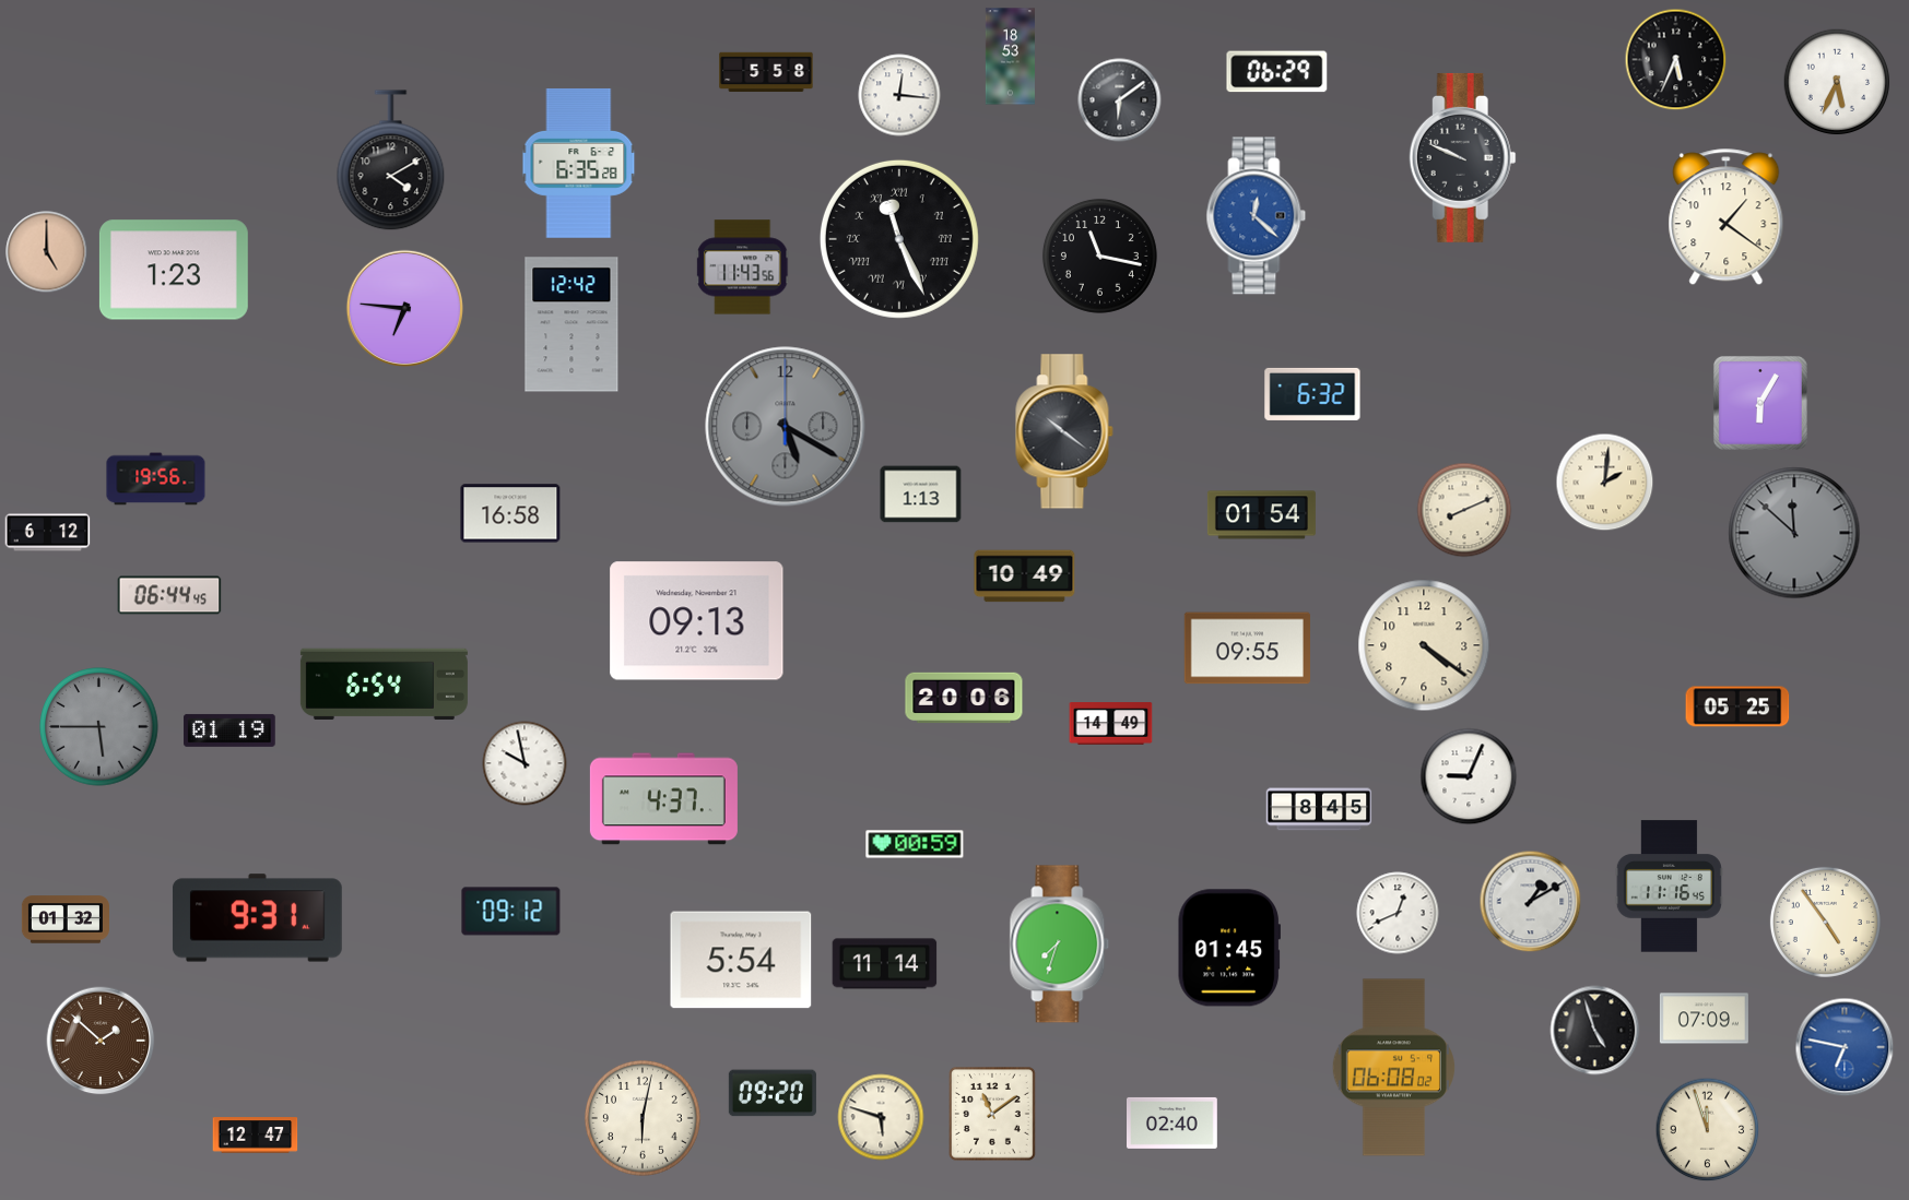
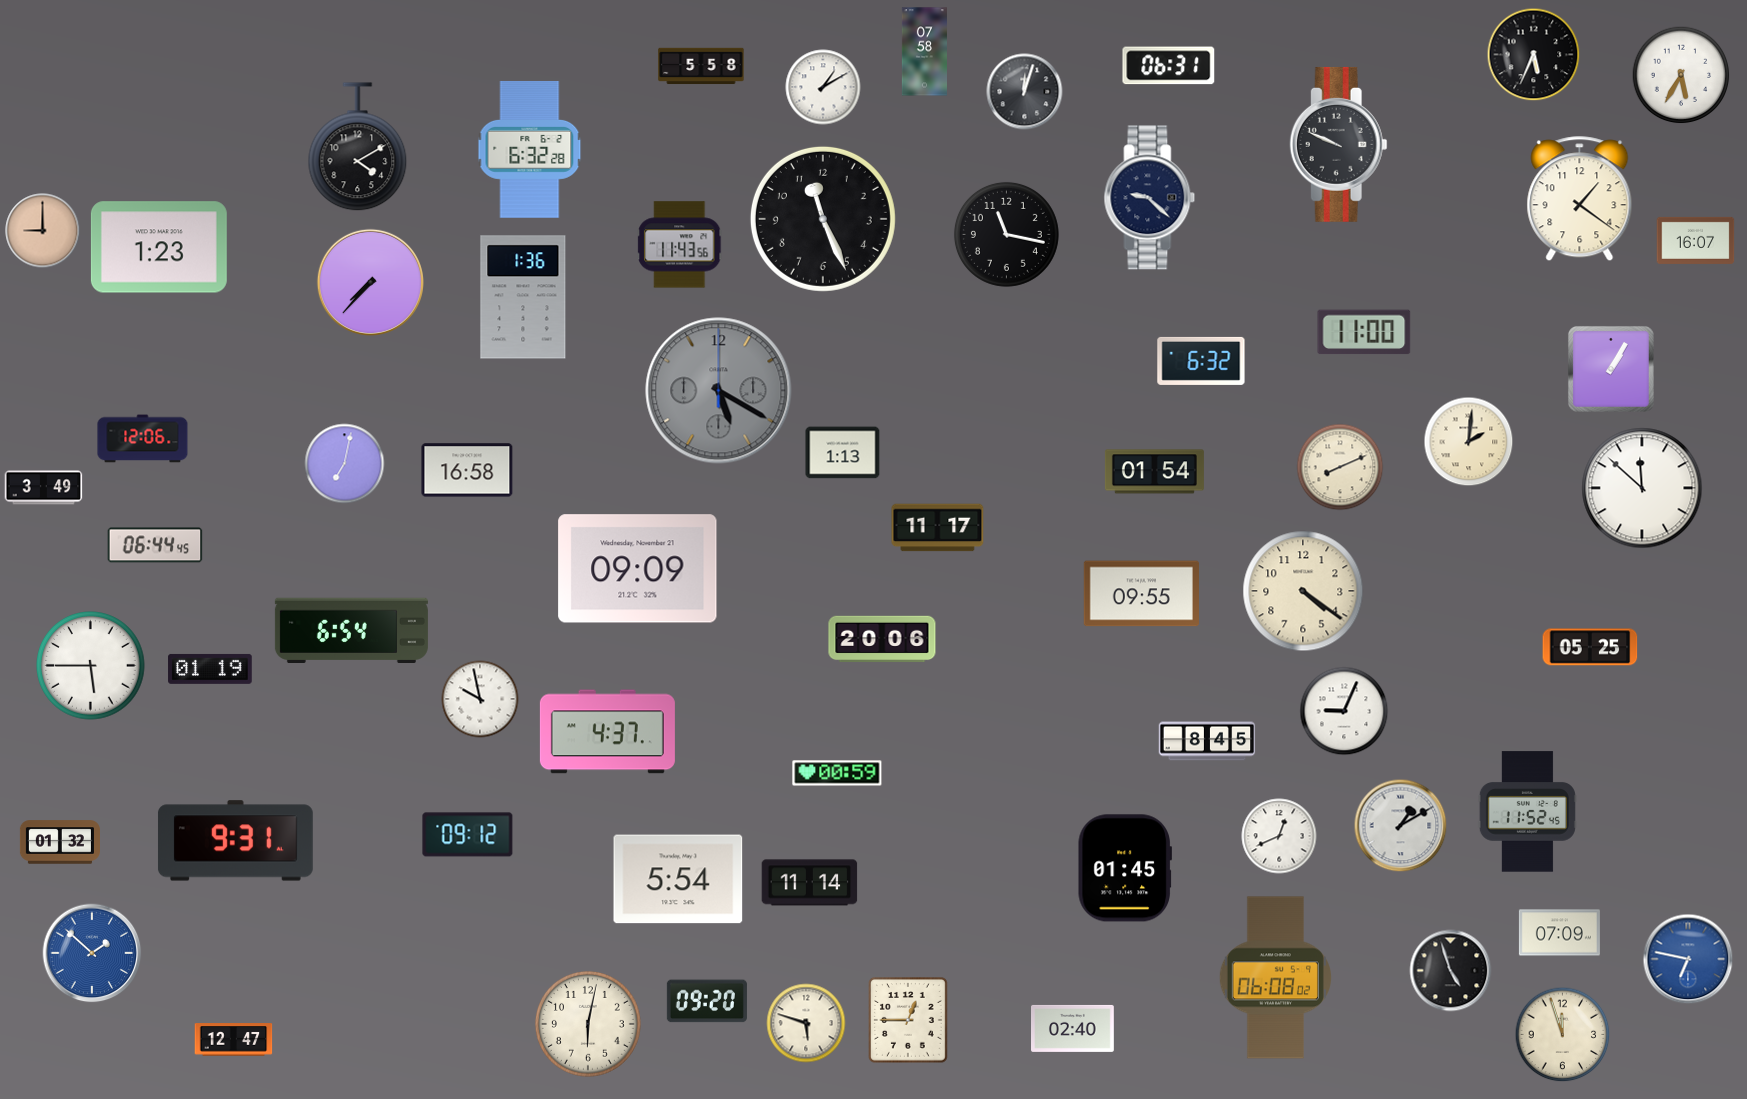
clock at (1010, 57): 18:53 -> 07:58
clock at (1277, 72): 06:29 -> 06:31
clock at (1837, 82): 5:34 -> 5:35
clock at (899, 95): 12:16 -> 1:10
clock at (1120, 100): 6:09 -> 12:03
clock at (579, 164): 6:35 -> 6:32
clock at (1257, 216): 12:22 -> 9:22
clock at (1257, 216) dial: blue -> navy
clock at (899, 239) numerals: Roman -> Arabic
clock at (47, 252): 5:00 -> 9:00
clock at (1696, 240): none -> 16:07
clock at (404, 308): 6:46 -> 7:37
clock at (571, 324): 12:42 -> 1:36
clock at (1364, 332): none -> 11:00
clock at (1760, 403): 6:05 -> 1:05
clock at (1064, 431): 10:21 -> none
clock at (156, 479): 19:56 -> 12:06
clock at (345, 464): none -> 7:02
clock at (48, 533): 6:12 -> 3:49
clock at (1794, 533) dial: grey -> white
clock at (1025, 577): 10:49 -> 11:17
clock at (697, 621): 09:13 -> 09:09
clock at (384, 684) position: (384, 684) -> (351, 630)
clock at (1111, 724): 14:49 -> none
clock at (99, 727) dial: grey -> white
clock at (1669, 887): 11:16 -> 11:52
clock at (1825, 922): 4:54 -> none
clock at (1060, 944): 7:33 -> none
clock at (1595, 1031) position: (1595, 1031) -> (1451, 971)
clock at (101, 1041) dial: brown -> blue
clock at (993, 1115): 11:09 -> 12:45
